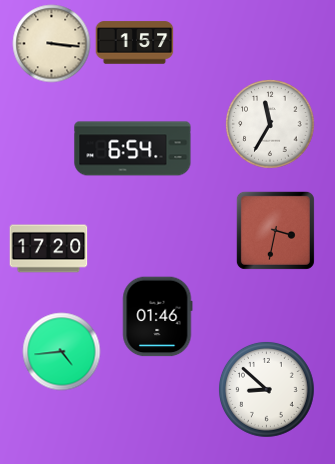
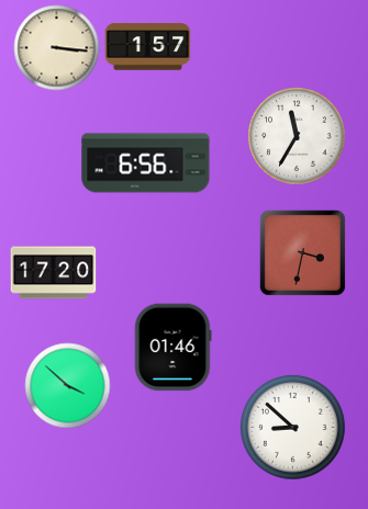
clock at (133, 149): 6:54 -> 6:56
clock at (61, 351): 4:44 -> 3:52
